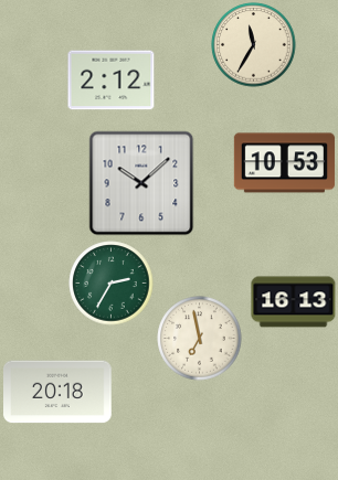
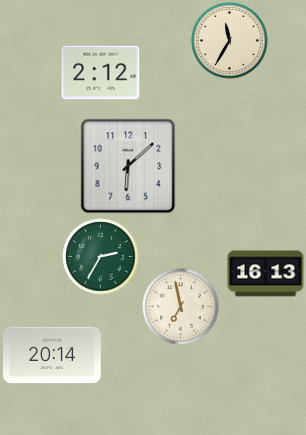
clock at (284, 163): 10:53 -> none
clock at (141, 183): 10:08 -> 6:08
clock at (57, 392): 20:18 -> 20:14
